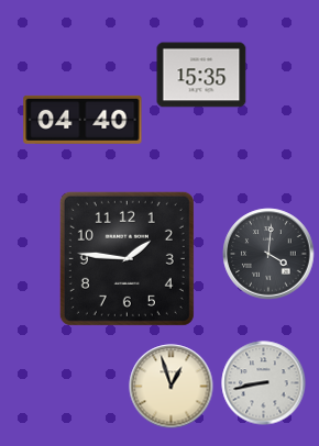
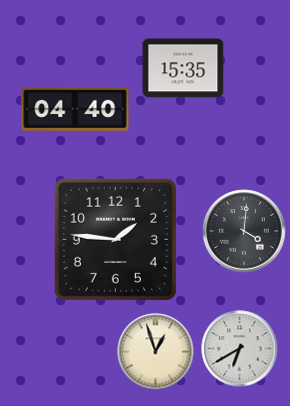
clock at (127, 258) position: (127, 258) -> (115, 239)
clock at (264, 383): 8:43 -> 6:40
